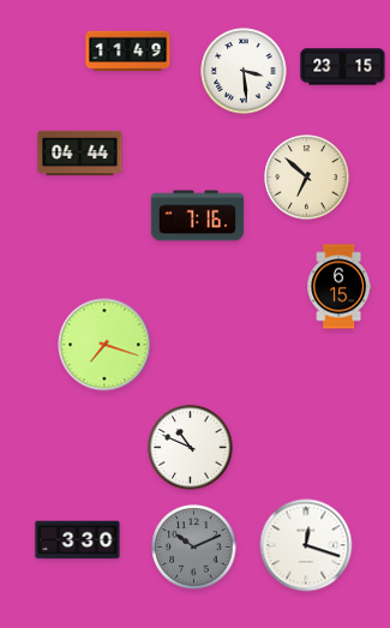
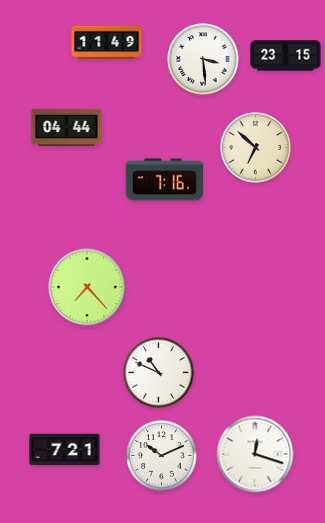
clock at (340, 287): 6:15 -> none
clock at (104, 345): 7:18 -> 7:23
clock at (78, 540): 3:30 -> 7:21
clock at (194, 548) dial: grey -> white
